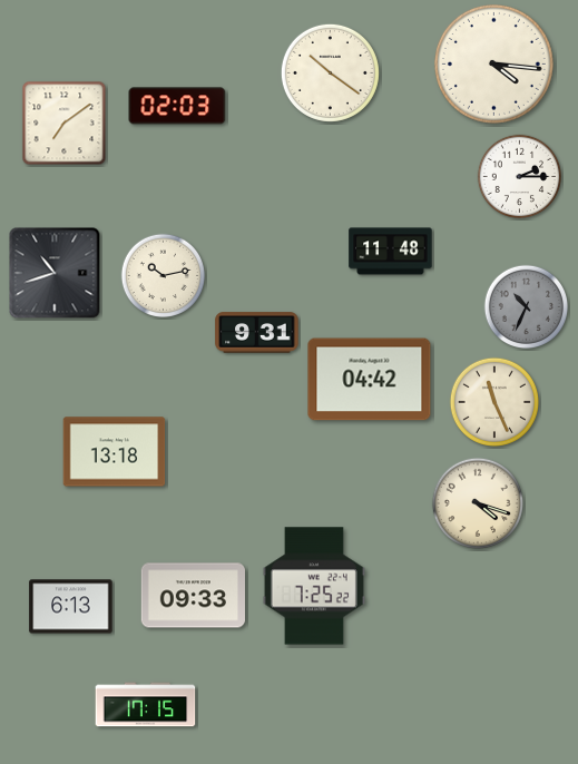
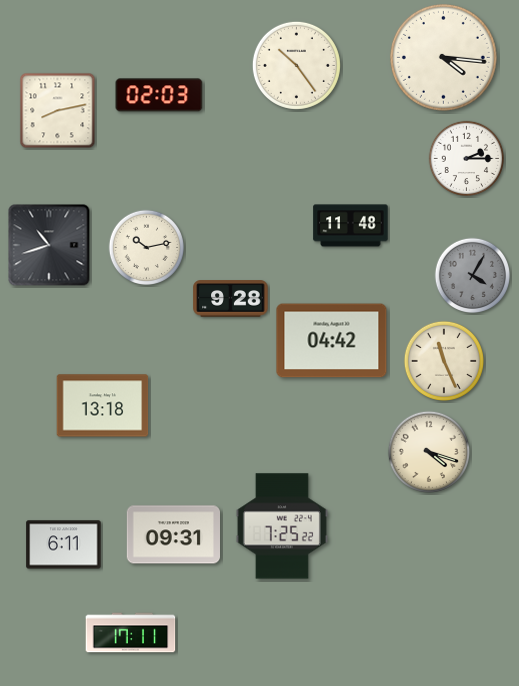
clock at (330, 72): 10:21 -> 10:24
clock at (65, 124): 7:09 -> 8:13
clock at (527, 307): 10:34 -> 4:05
clock at (257, 333): 9:31 -> 9:28
clock at (193, 596): 09:33 -> 09:31
clock at (71, 607): 6:13 -> 6:11
clock at (146, 705): 17:15 -> 17:11
